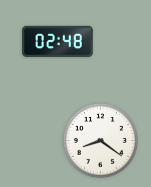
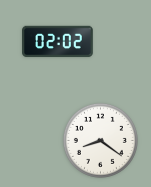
clock at (58, 42): 02:48 -> 02:02
